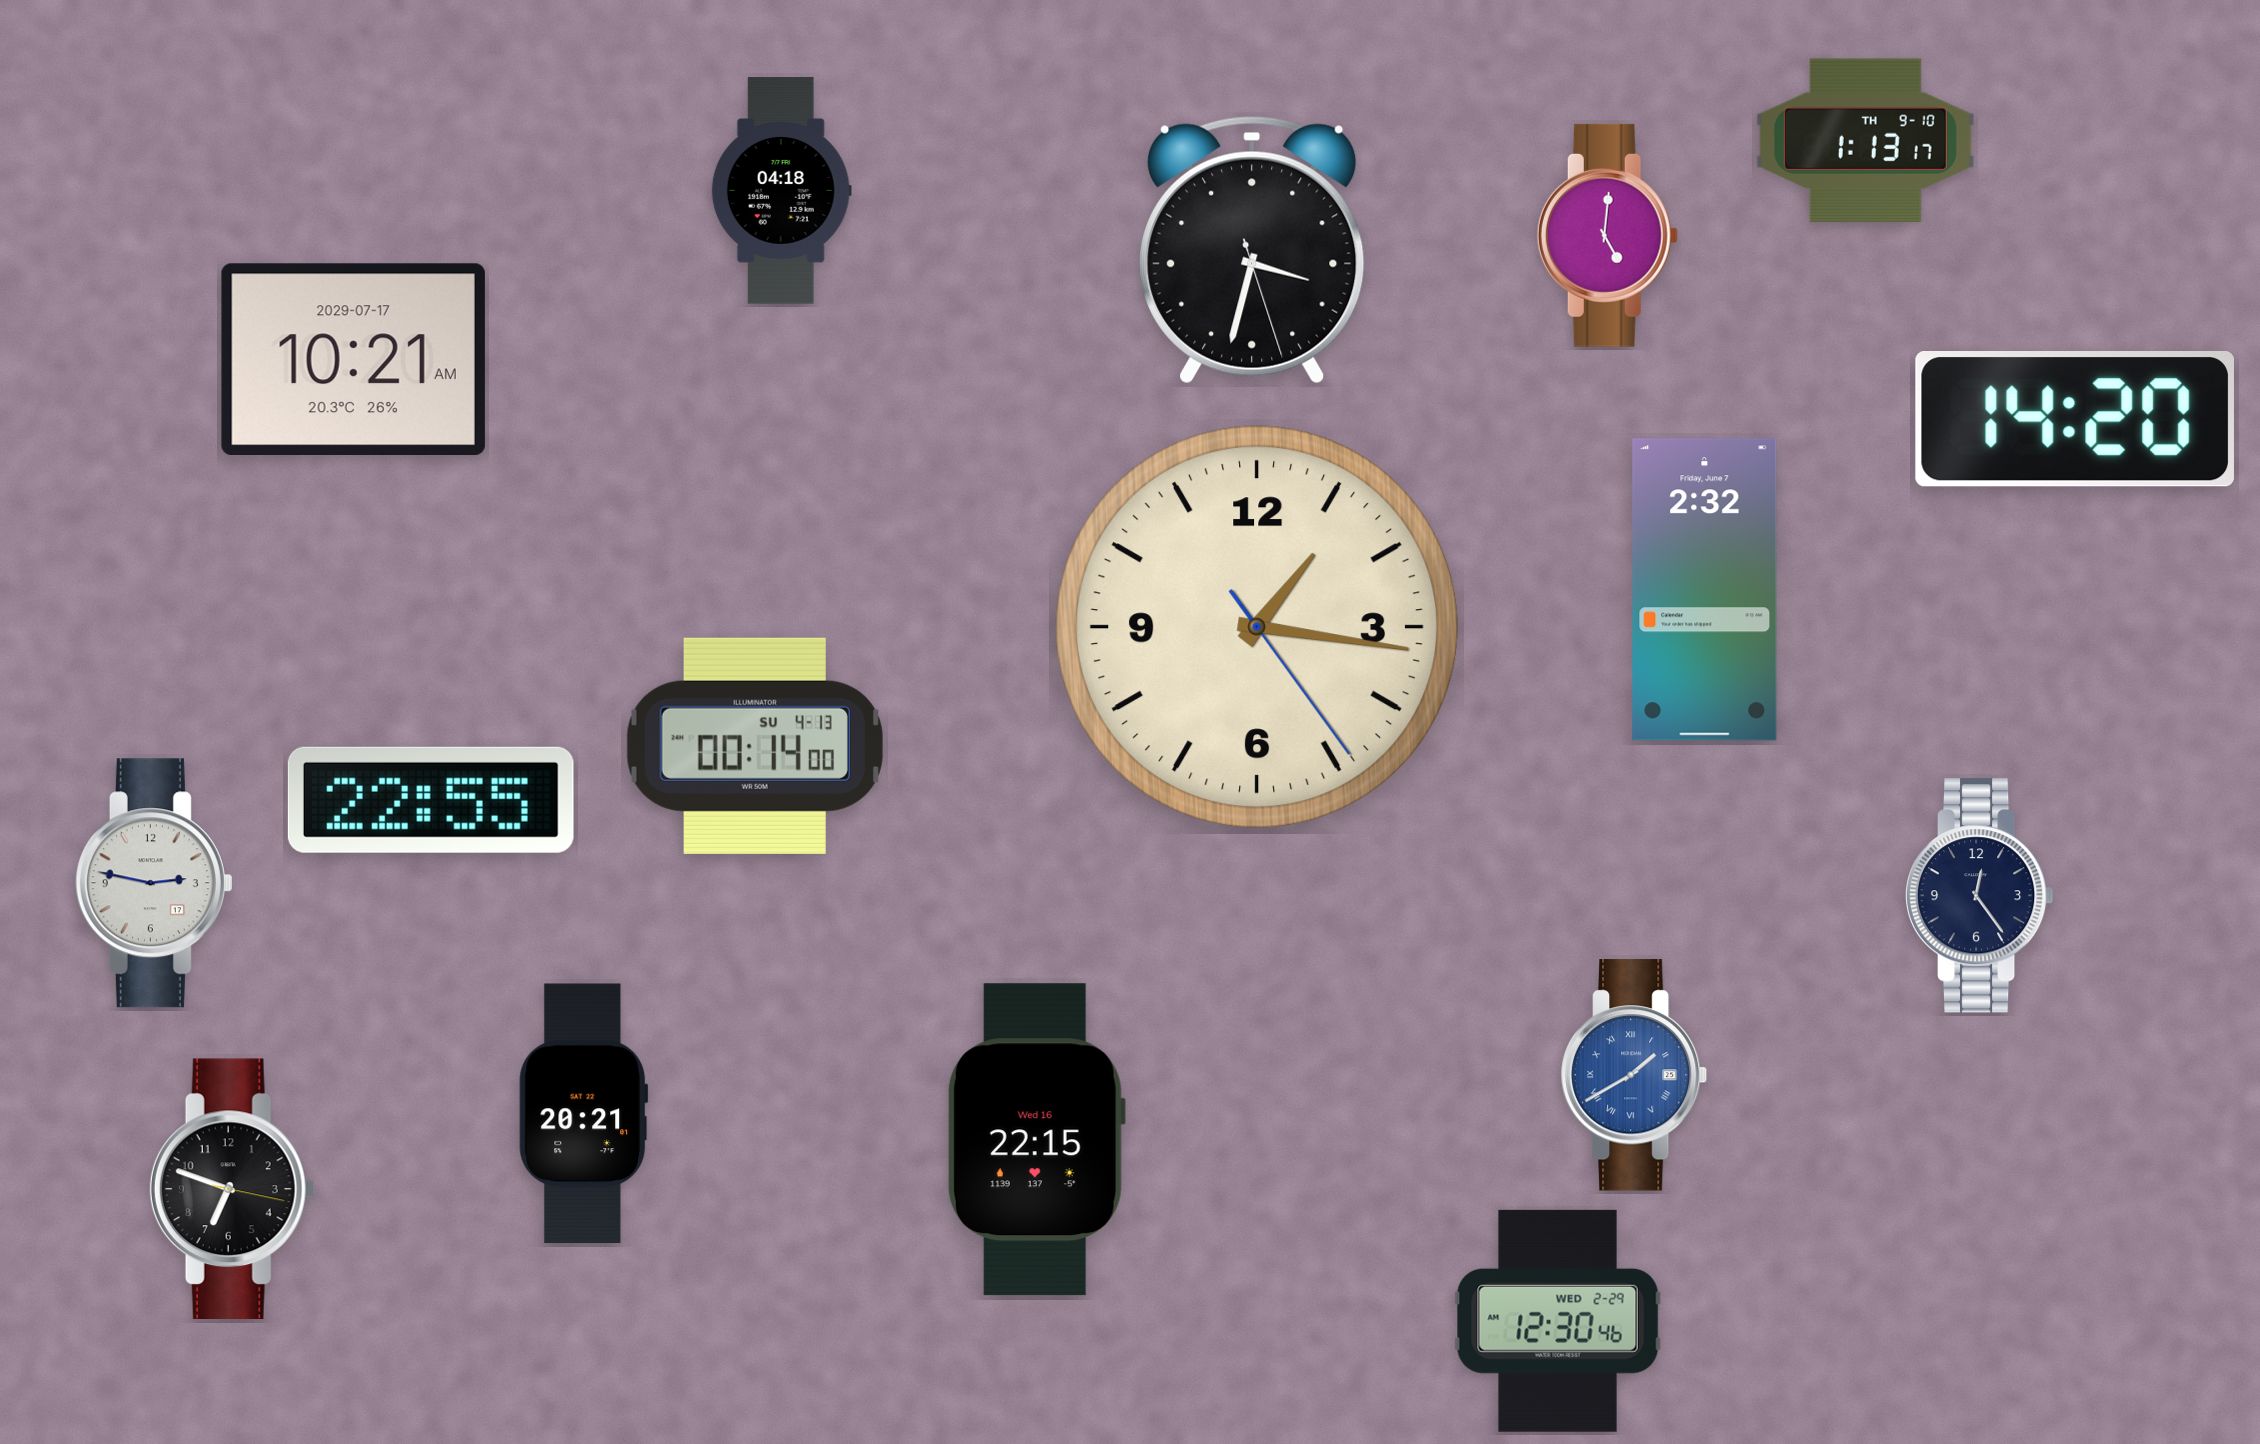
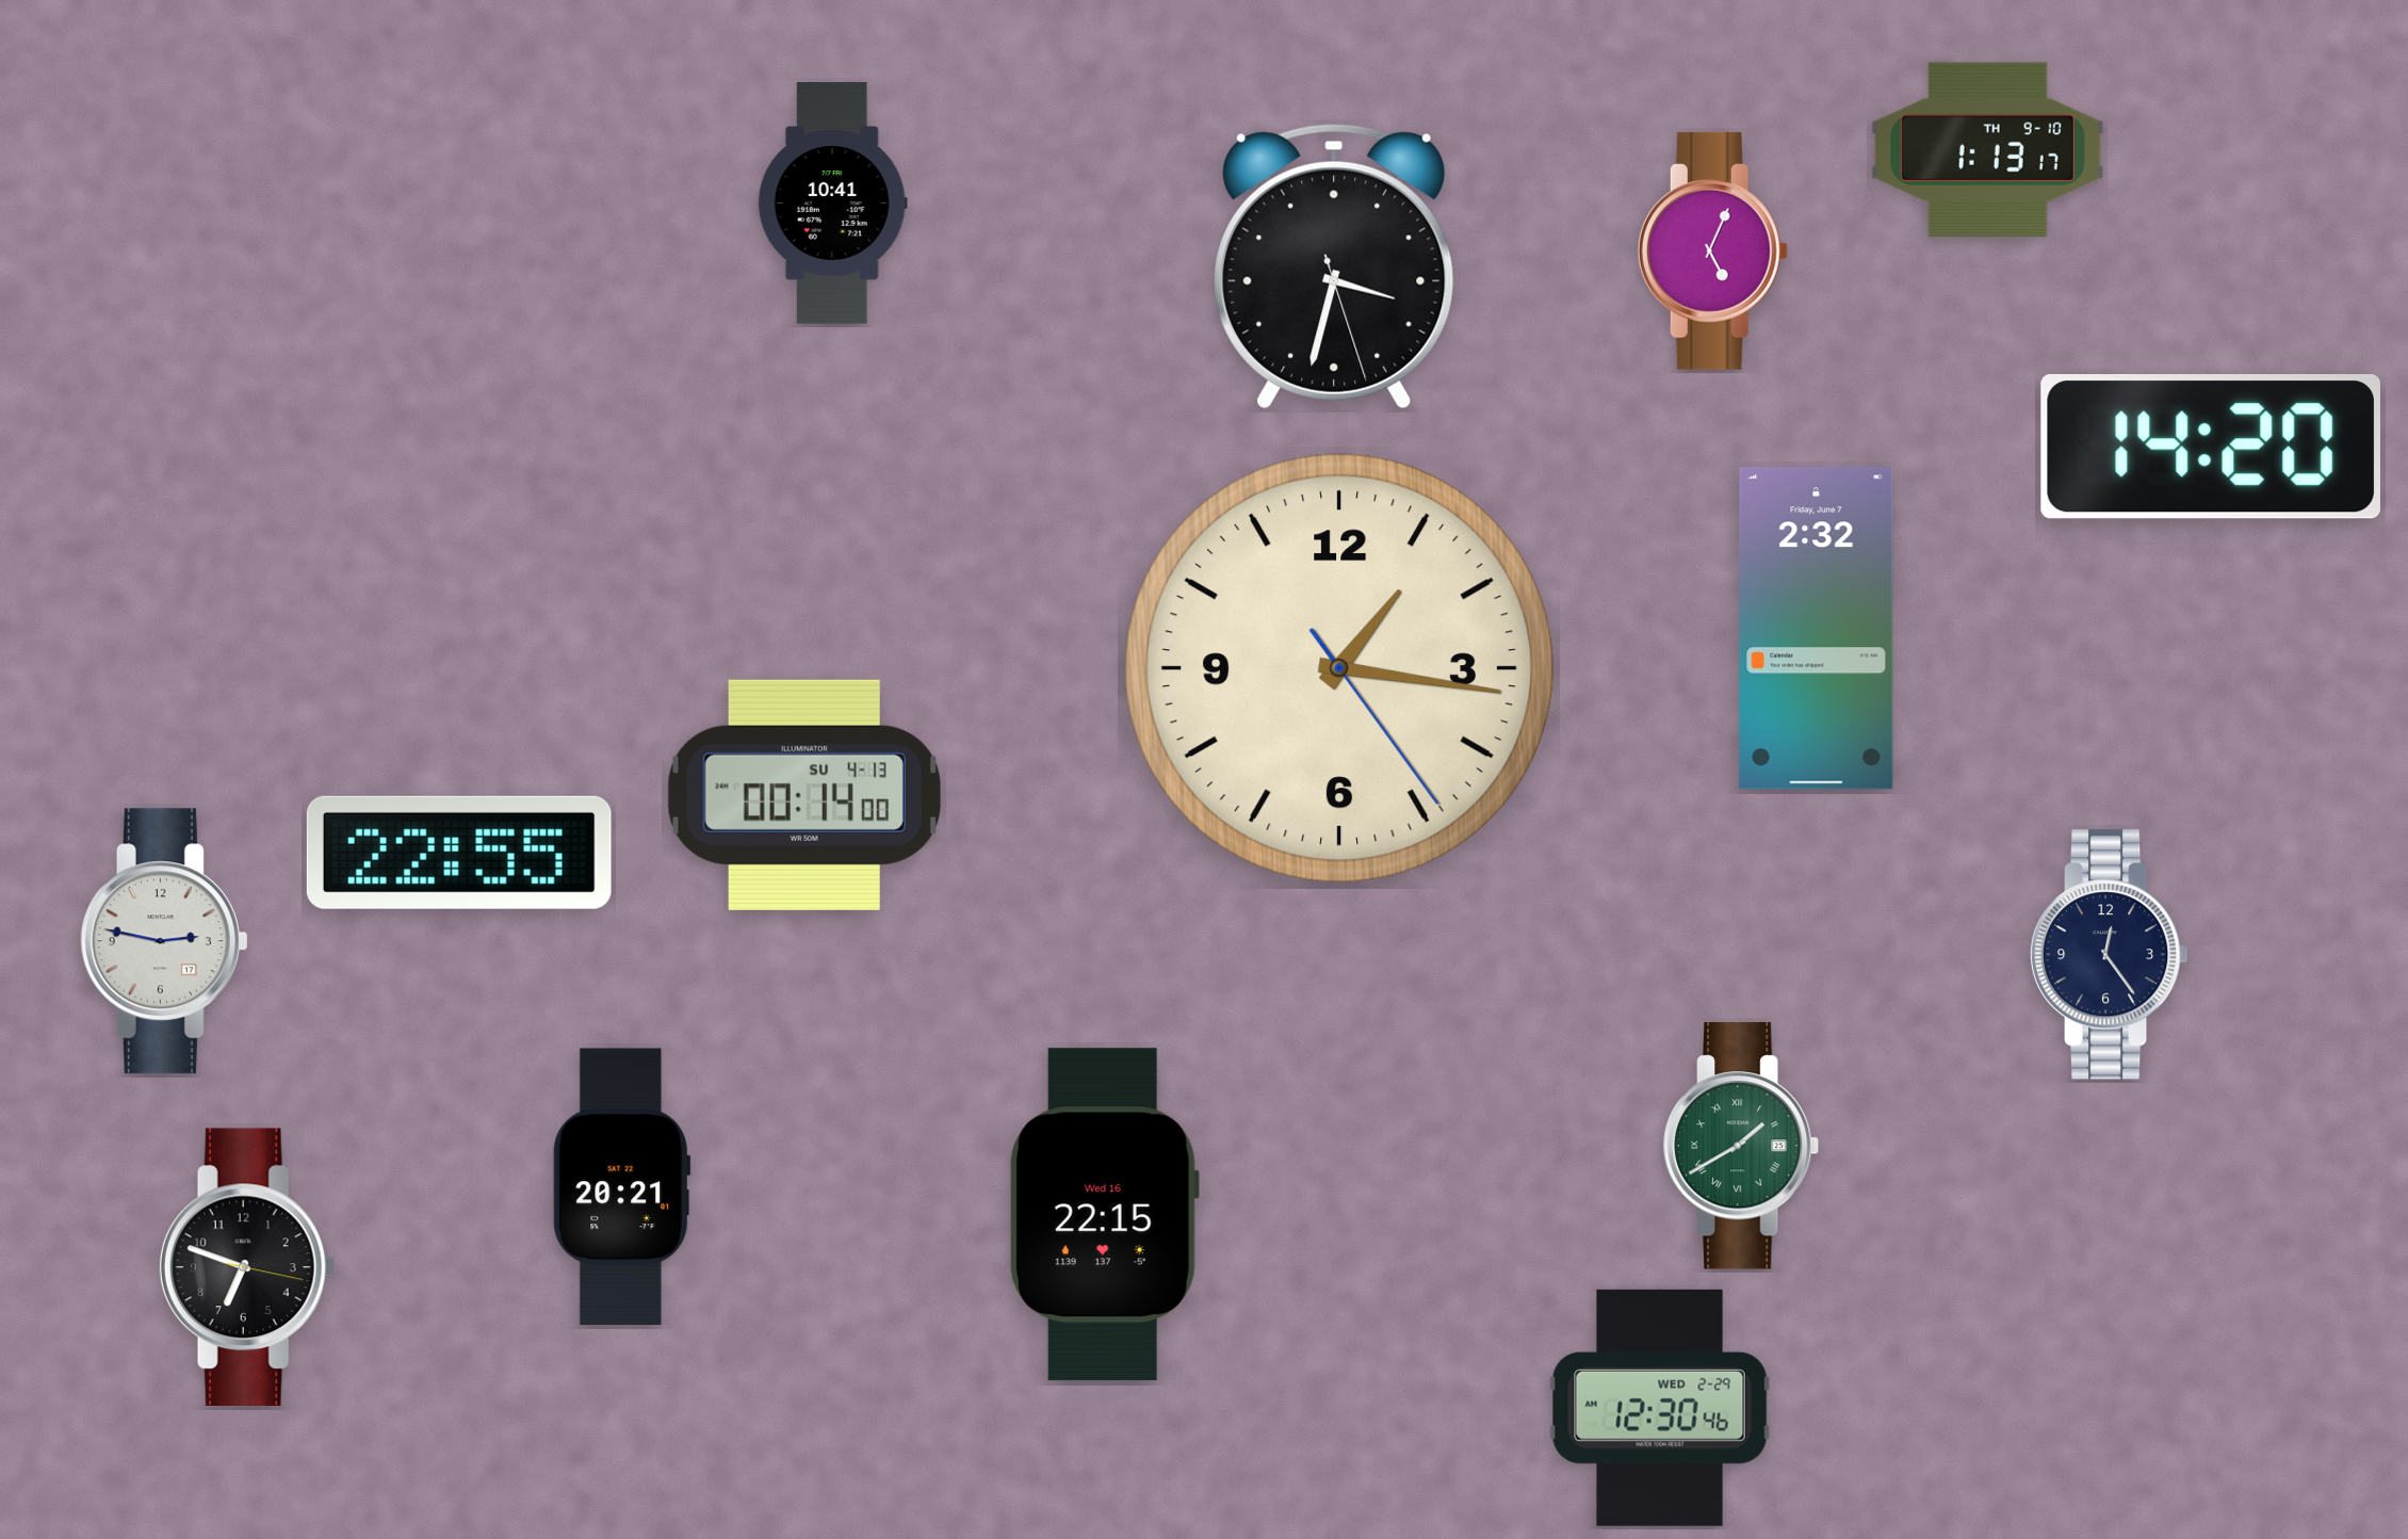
clock at (781, 191): 04:18 -> 10:41
clock at (1607, 235): 5:01 -> 5:04
clock at (353, 359): 10:21 -> none
clock at (1634, 1075) dial: blue -> green
